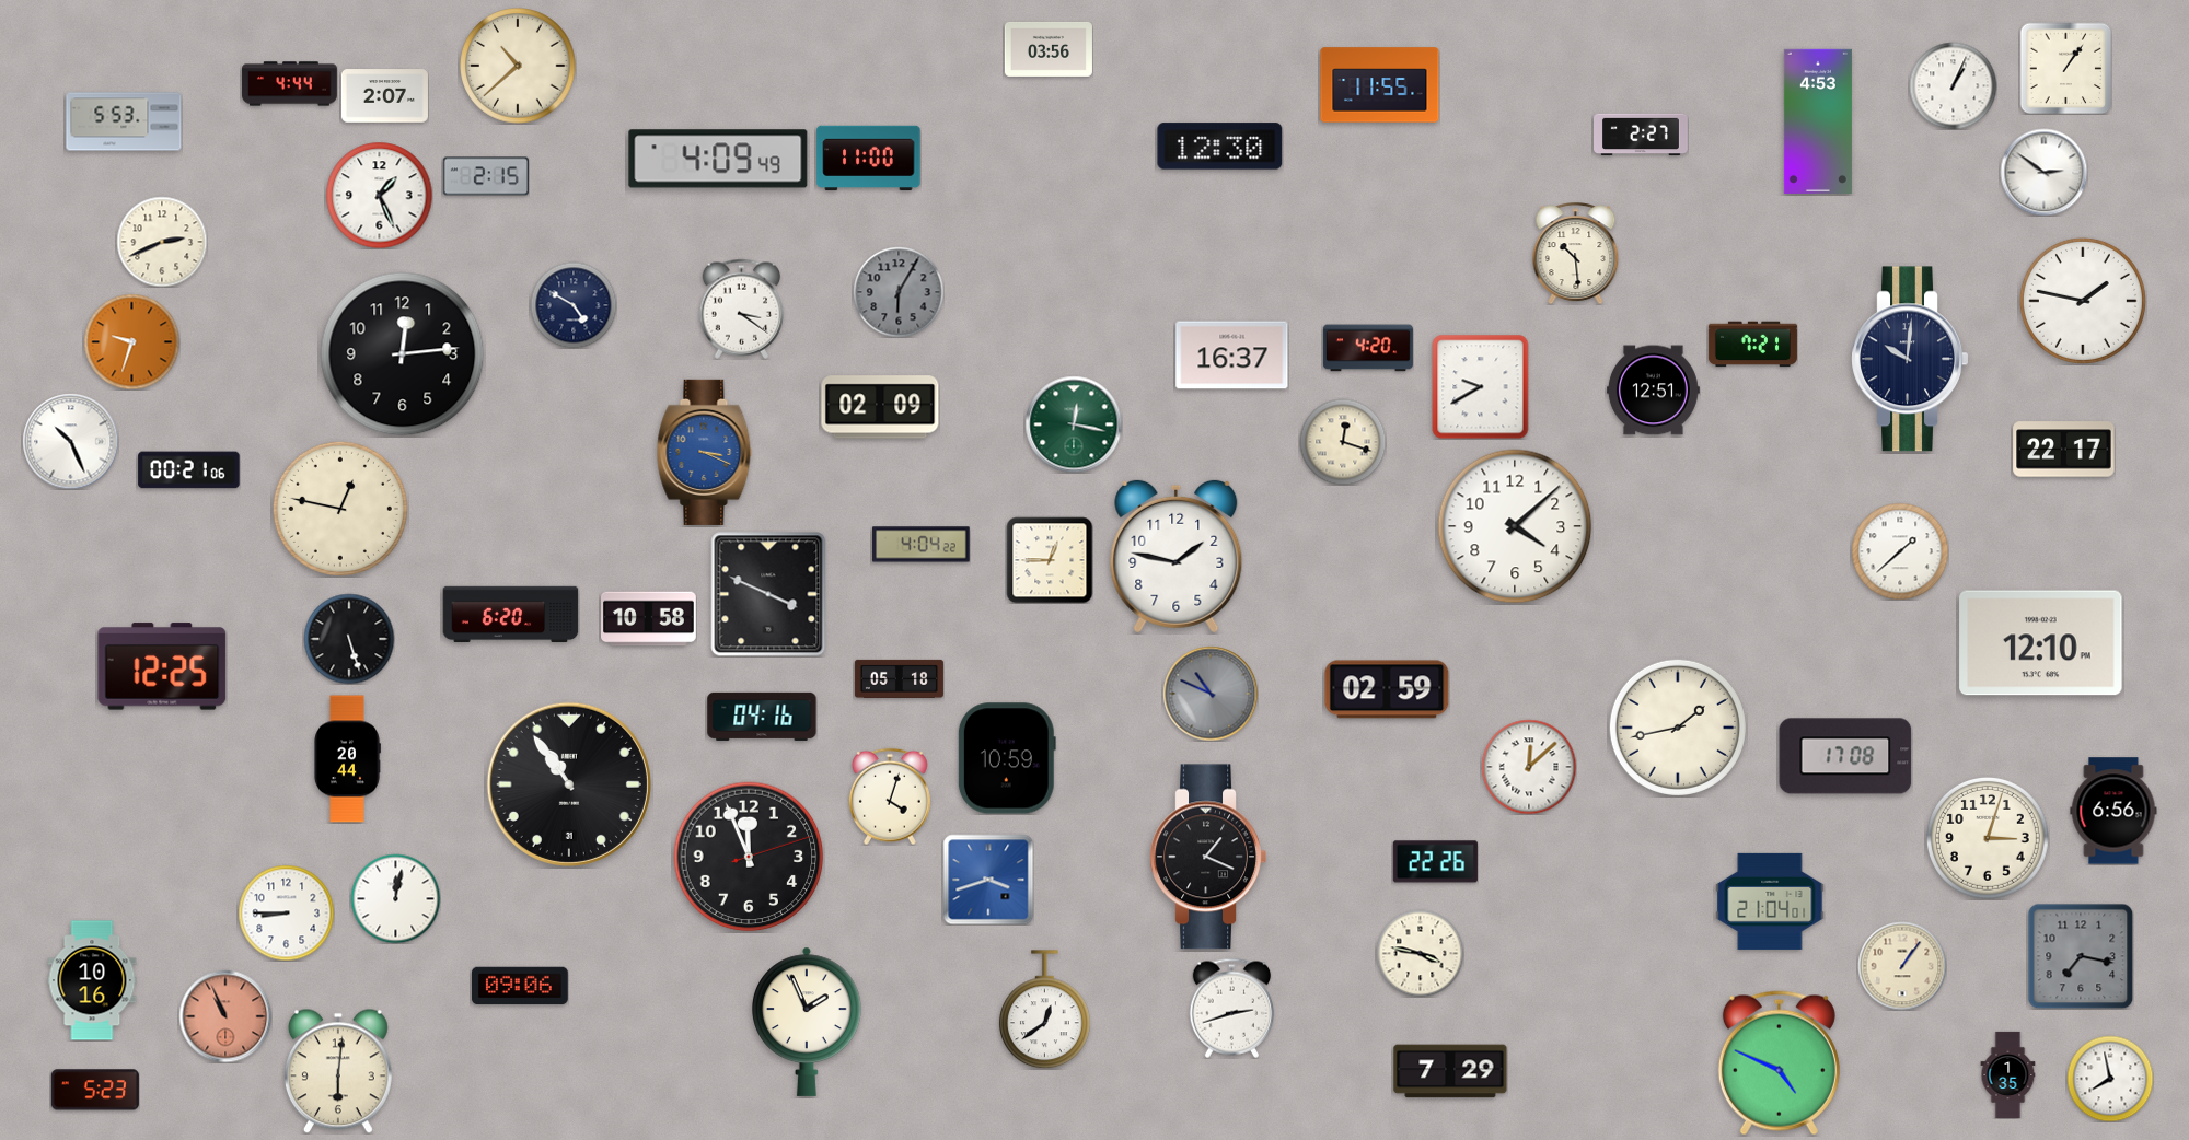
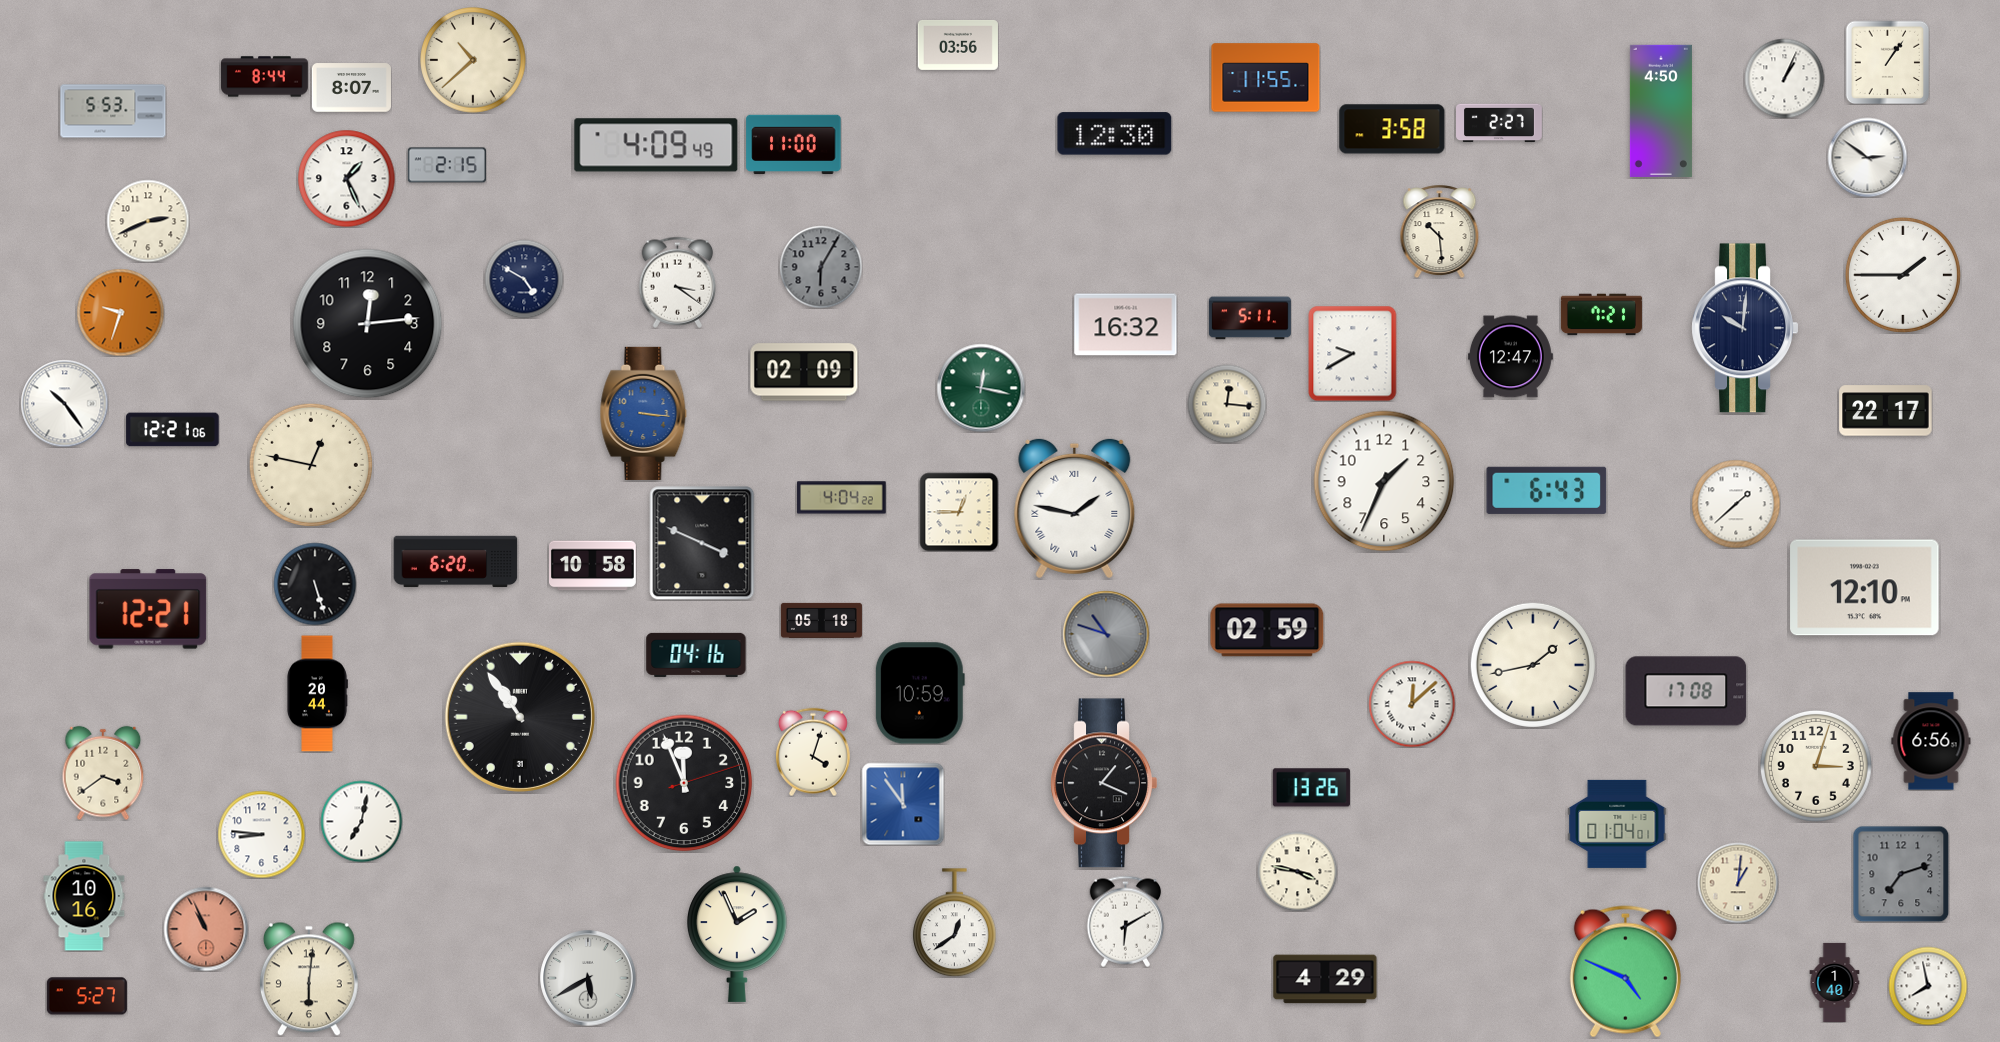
clock at (290, 84): 4:44 -> 8:44
clock at (1380, 85) position: (1380, 85) -> (1266, 78)
clock at (384, 96): 2:07 -> 8:07
clock at (1818, 121): 4:53 -> 4:50
clock at (1392, 129): none -> 3:58
clock at (486, 176) position: (486, 176) -> (447, 165)
clock at (2083, 301): 1:47 -> 1:45
clock at (1368, 348): 4:20 -> 5:11
clock at (1232, 356): 16:37 -> 16:32
clock at (1653, 391): 12:51 -> 12:47
clock at (70, 441): 10:26 -> 10:24
clock at (1343, 442): 12:18 -> 12:16
clock at (705, 452): 3:19 -> 3:16
clock at (189, 470): 00:21 -> 12:21
clock at (1515, 526): 4:08 -> 1:34
clock at (1547, 490): none -> 6:43
clock at (1177, 557) numerals: Arabic -> Roman
clock at (511, 615) position: (511, 615) -> (456, 562)
clock at (349, 639) position: (349, 639) -> (315, 584)
clock at (162, 666): 12:25 -> 12:21
clock at (1211, 694): 10:49 -> 10:48
clock at (1529, 767) position: (1529, 767) -> (1412, 704)
clock at (890, 796) position: (890, 796) -> (813, 752)
clock at (103, 773): none -> 3:39
clock at (1435, 862): 22:26 -> 13:26
clock at (988, 880): 3:42 -> 11:54
clock at (395, 898): 12:02 -> 7:02
clock at (1770, 901): 21:04 -> 01:04
clock at (286, 912): 8:45 -> 8:46
clock at (2081, 956): 7:17 -> 7:12
clock at (1902, 966): 1:06 -> 1:01
clock at (521, 986): 09:06 -> none
clock at (1232, 1008): 2:42 -> 6:10
clock at (588, 978): none -> 5:40
clock at (1450, 1071): 7:29 -> 4:29
clock at (2008, 1074): 1:35 -> 1:40
clock at (95, 1090): 5:23 -> 5:27
